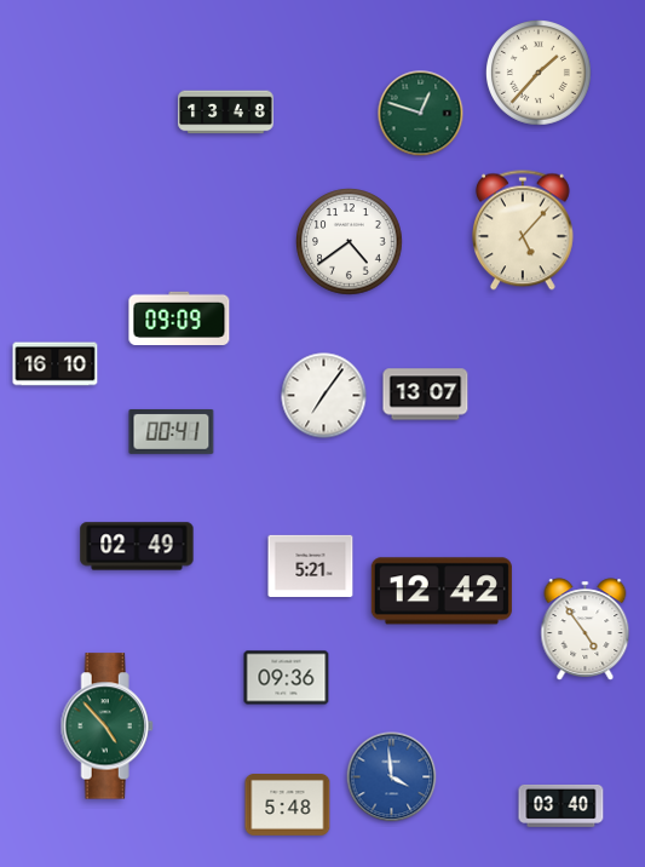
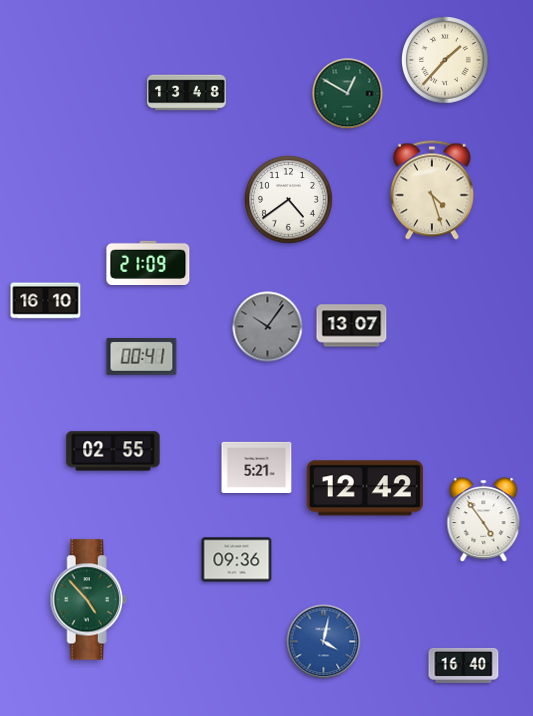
clock at (421, 114): 12:48 -> 12:50
clock at (524, 230): 5:07 -> 4:27
clock at (179, 317): 09:09 -> 21:09
clock at (324, 396): 7:06 -> 10:06
clock at (324, 396) dial: white -> grey
clock at (137, 546): 02:49 -> 02:55
clock at (392, 777): 3:59 -> 4:02
clock at (288, 805): 5:48 -> none
clock at (562, 805): 03:40 -> 16:40
